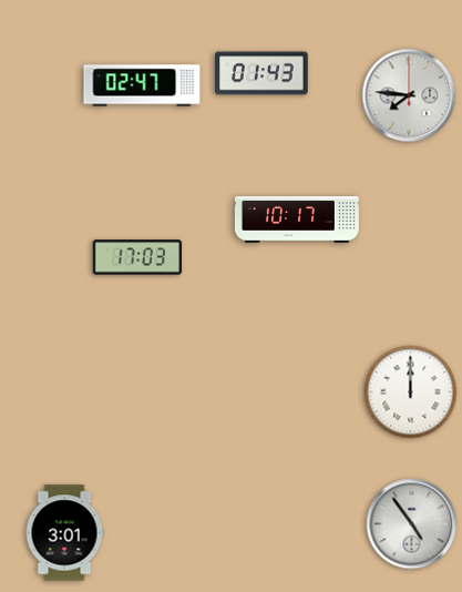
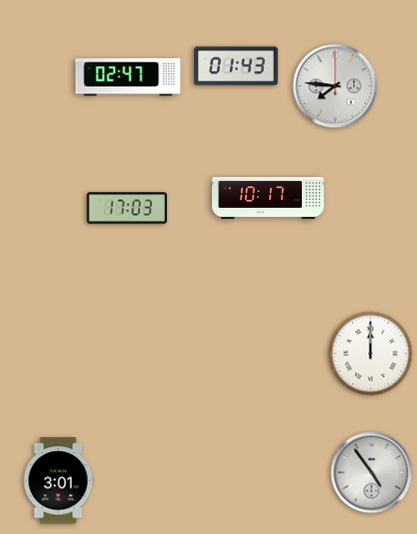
clock at (409, 95) position: (409, 95) -> (335, 86)
clock at (136, 257) position: (136, 257) -> (126, 208)
